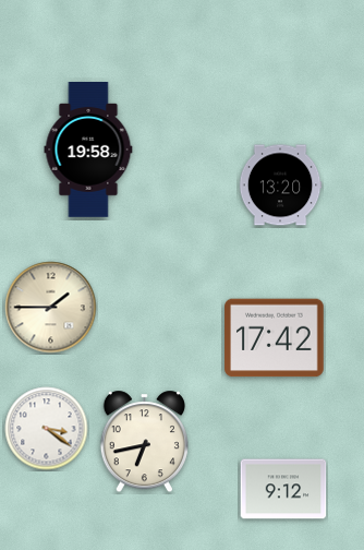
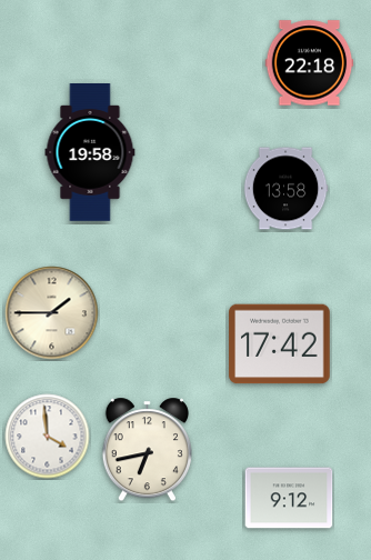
clock at (310, 63): none -> 22:18
clock at (280, 186): 13:20 -> 13:58
clock at (47, 429): 3:21 -> 3:59
